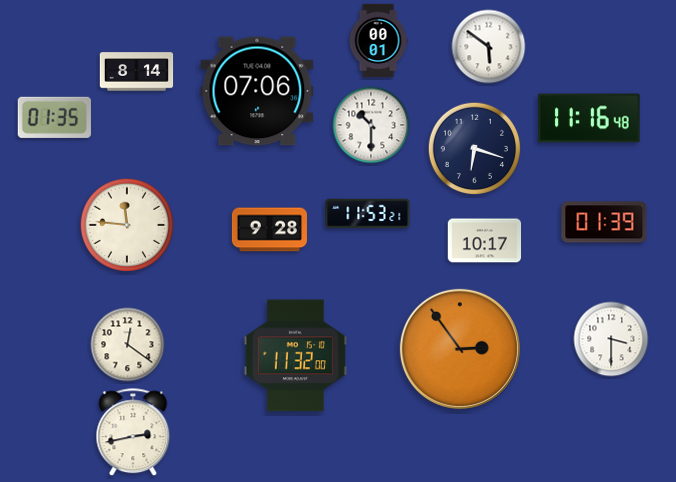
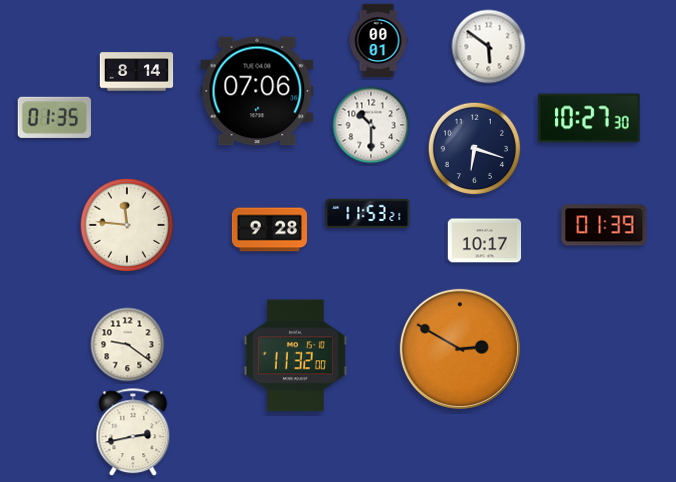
clock at (589, 118): 11:16 -> 10:27
clock at (604, 222) position: (604, 222) -> (604, 225)
clock at (611, 339): 3:30 -> none
clock at (128, 345): 12:21 -> 9:21
clock at (460, 349): 2:54 -> 2:50
